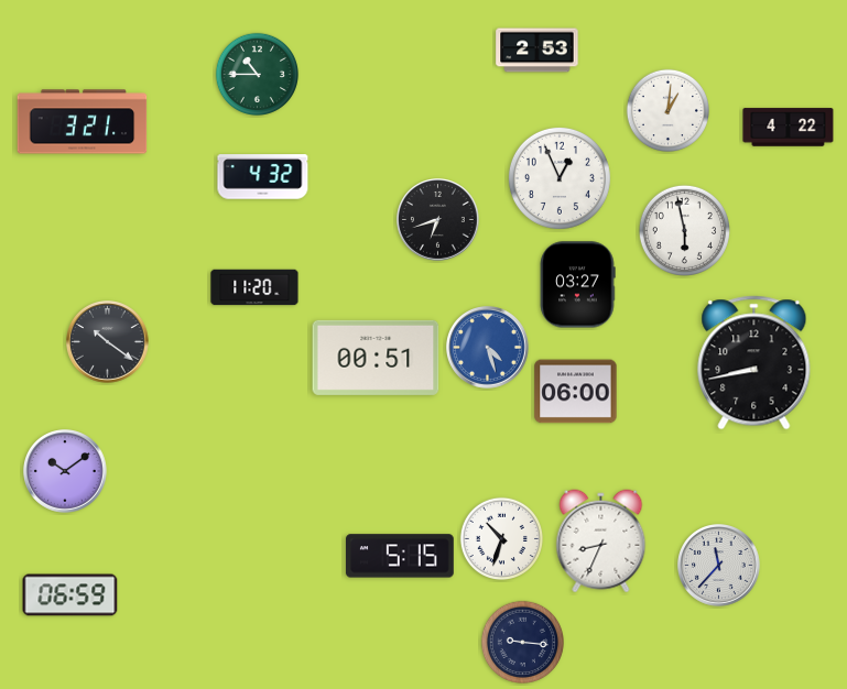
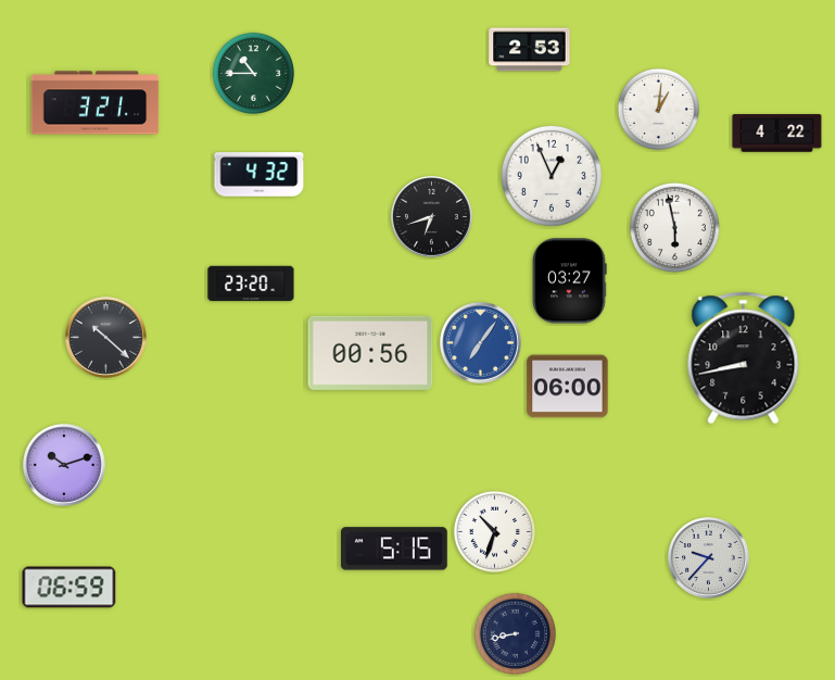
clock at (83, 122) position: (83, 122) -> (96, 103)
clock at (789, 128) position: (789, 128) -> (777, 134)
clock at (254, 287): 11:20 -> 23:20
clock at (108, 342): 10:21 -> 10:22
clock at (488, 348): 4:27 -> 7:06
clock at (376, 358): 00:51 -> 00:56
clock at (66, 472): 10:09 -> 10:12
clock at (601, 542): 8:34 -> none
clock at (719, 566): 11:37 -> 9:37
clock at (522, 642): 9:16 -> 8:43
